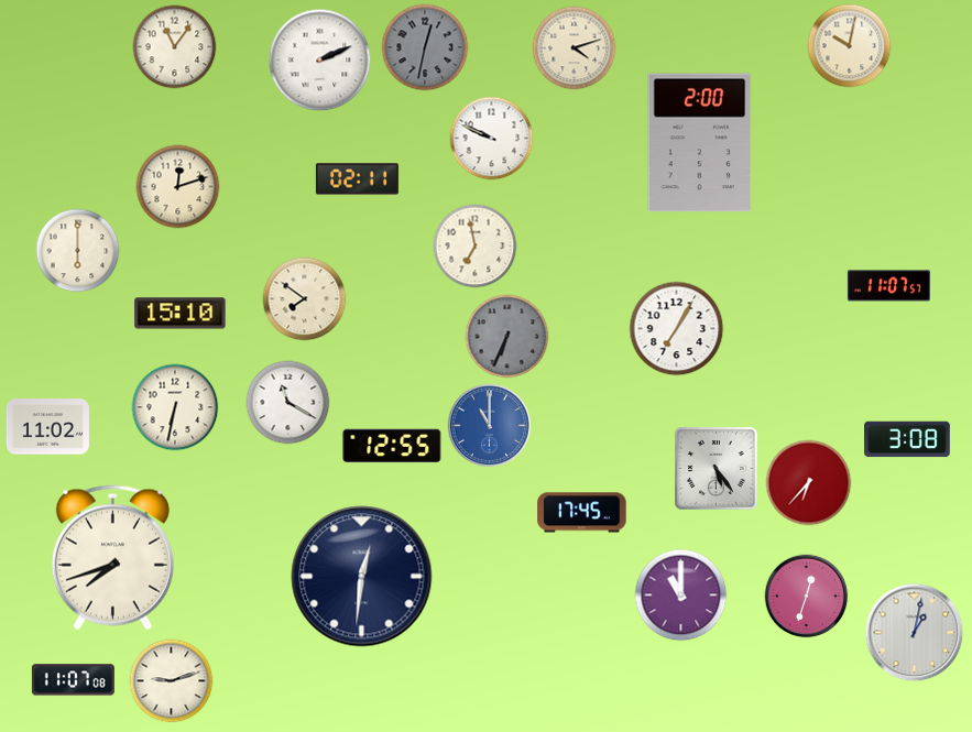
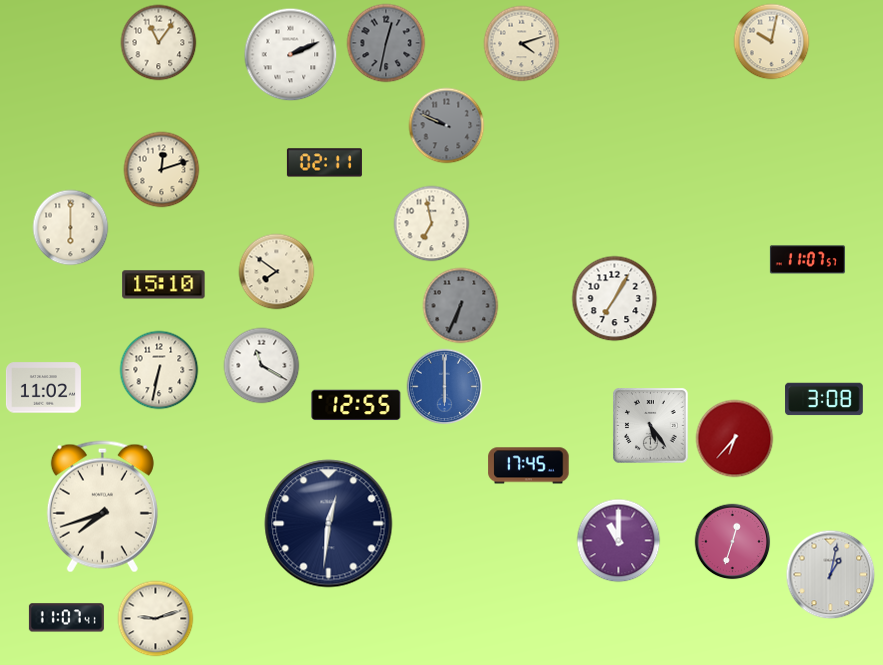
clock at (492, 139) dial: white -> grey
clock at (700, 143): 2:00 -> none
clock at (490, 426): 11:00 -> 6:00
clock at (73, 680): 11:07:08 -> 11:07:41
